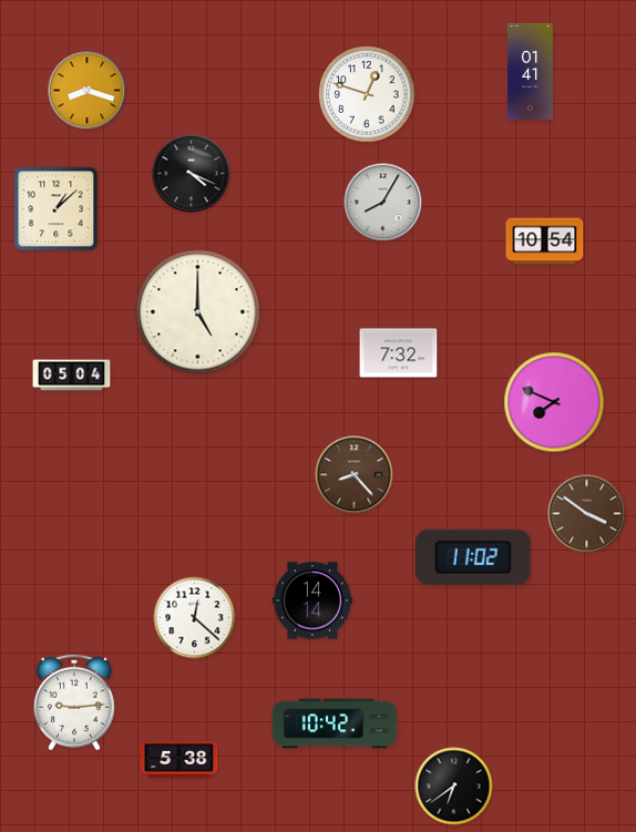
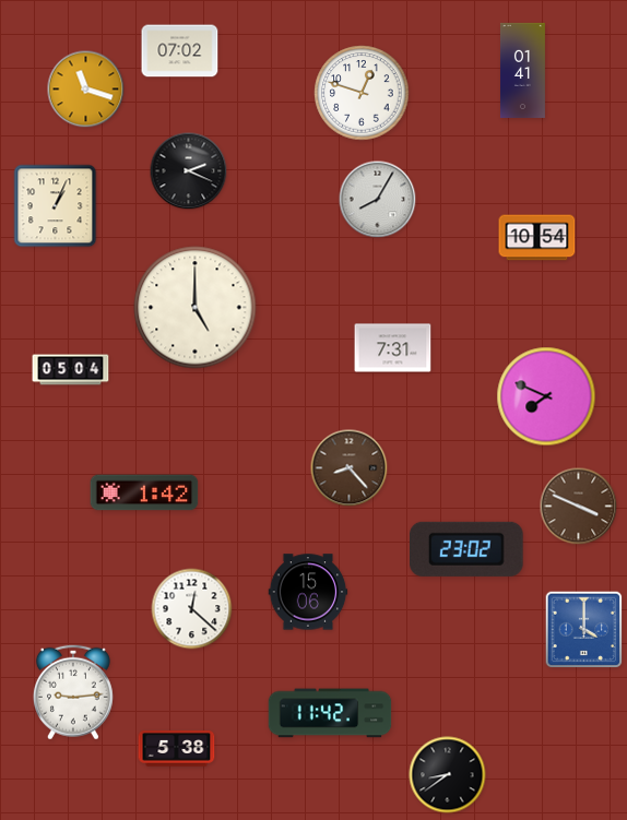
clock at (180, 51): none -> 07:02
clock at (88, 91): 8:18 -> 11:18
clock at (192, 174): 4:19 -> 2:19
clock at (57, 209): 1:08 -> 1:04
clock at (399, 353): 7:32 -> 7:31
clock at (144, 492): none -> 1:42
clock at (587, 514): 3:51 -> 3:49
clock at (474, 557): 11:02 -> 23:02
clock at (312, 600): 14:14 -> 15:06
clock at (584, 630): none -> 4:00
clock at (335, 723): 10:42 -> 11:42
clock at (454, 787): 6:39 -> 8:39
